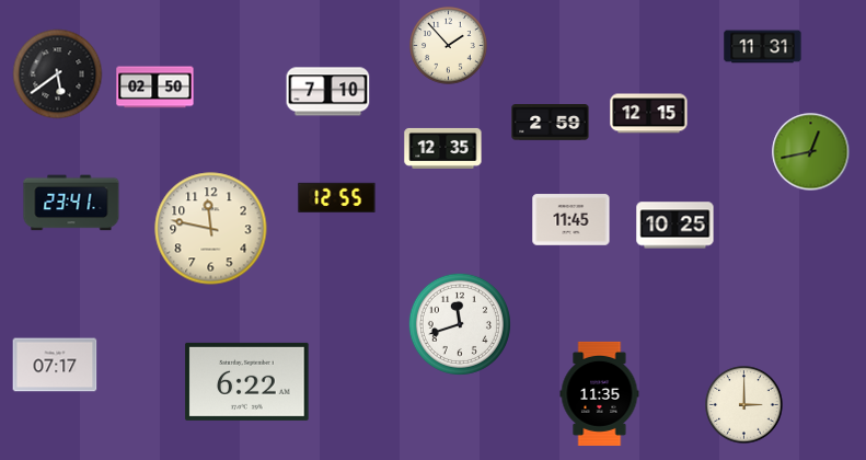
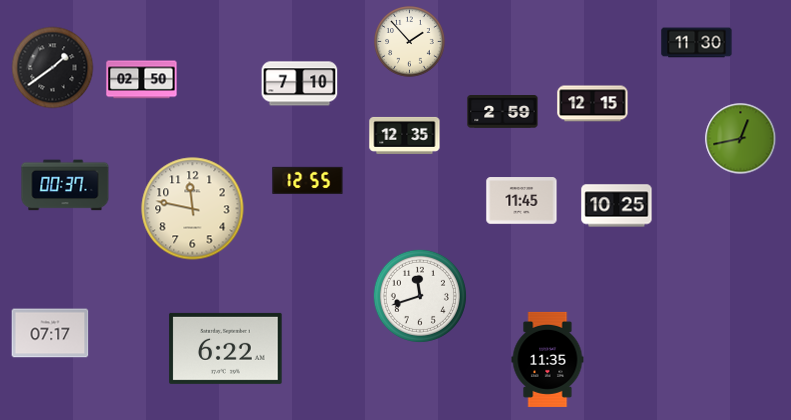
clock at (763, 47): 11:31 -> 11:30
clock at (58, 74): 5:39 -> 1:39
clock at (71, 203): 23:41 -> 00:37
clock at (744, 405): 3:00 -> none
